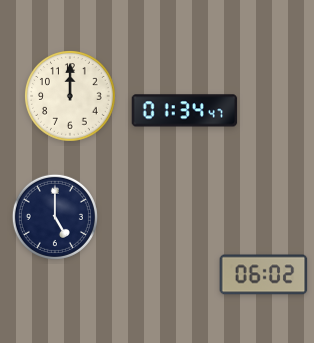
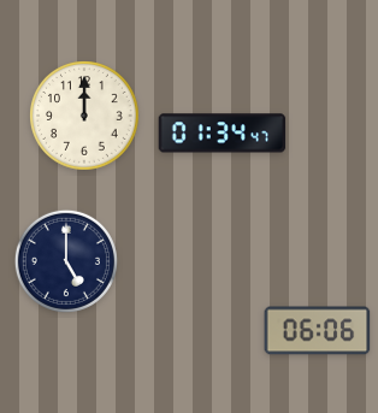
clock at (264, 275): 06:02 -> 06:06
